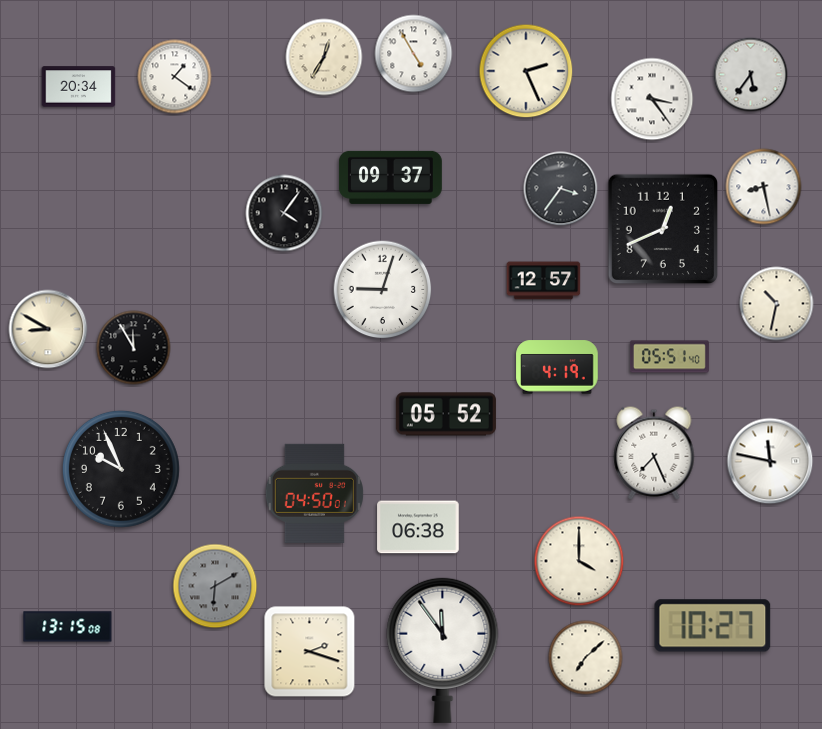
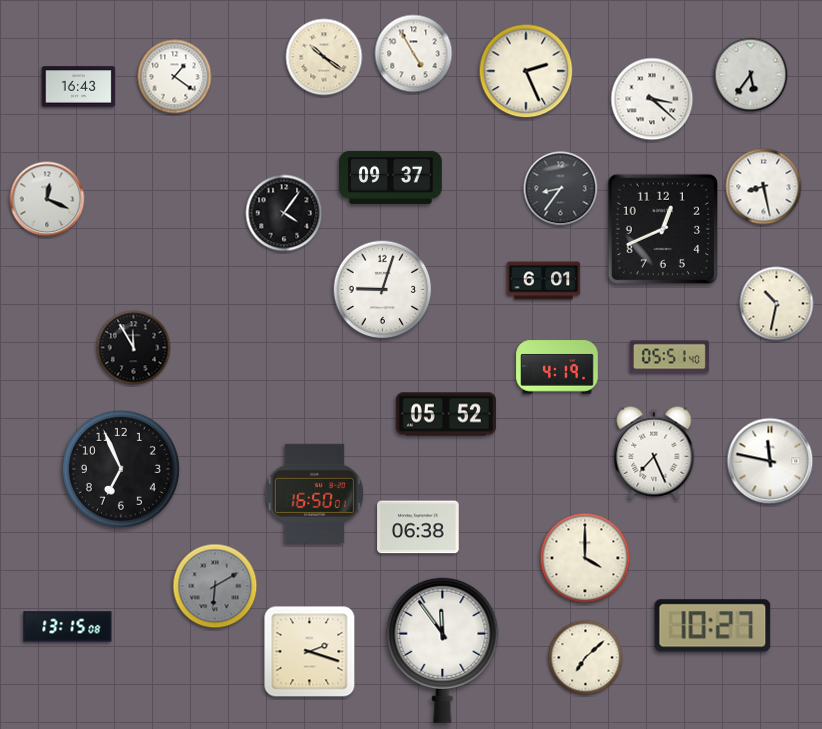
clock at (324, 57): 12:35 -> 10:21
clock at (79, 87): 20:34 -> 16:43
clock at (652, 99): 3:24 -> 3:22
clock at (561, 189): 3:36 -> 8:36
clock at (47, 199): none -> 12:19
clock at (544, 281): 12:57 -> 6:01
clock at (48, 329): 8:50 -> none
clock at (121, 469): 9:56 -> 6:56
clock at (314, 493): 04:50 -> 16:50
clock at (579, 561) position: (579, 561) -> (585, 558)
